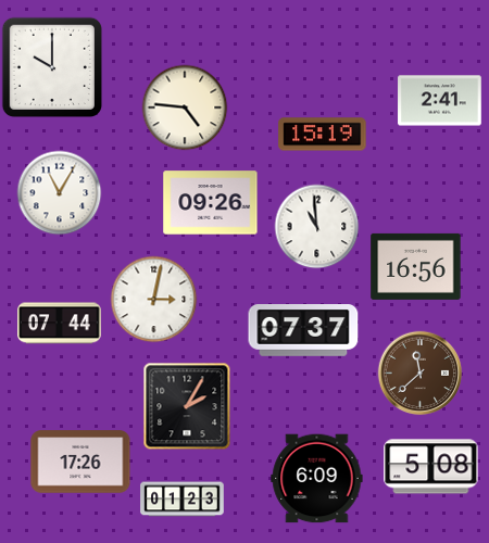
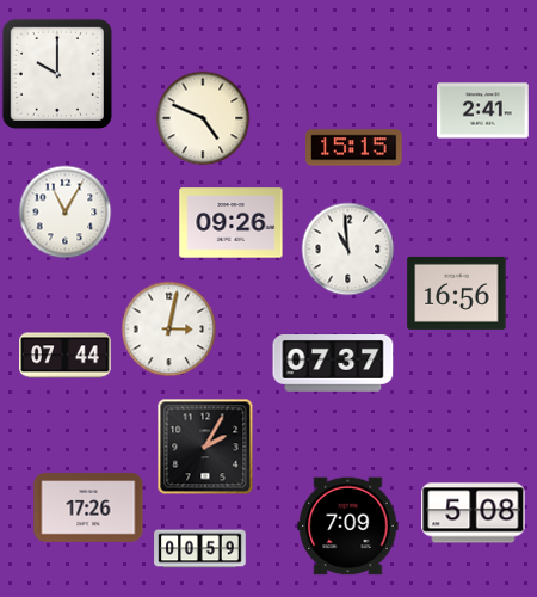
clock at (185, 108): 4:46 -> 4:49
clock at (323, 135): 15:19 -> 15:15
clock at (419, 372): 11:38 -> none
clock at (317, 479): 6:09 -> 7:09
clock at (183, 500): 01:23 -> 00:59
